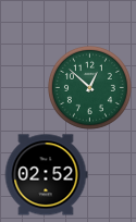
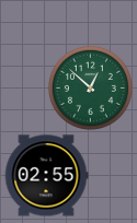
clock at (46, 175): 02:52 -> 02:55
